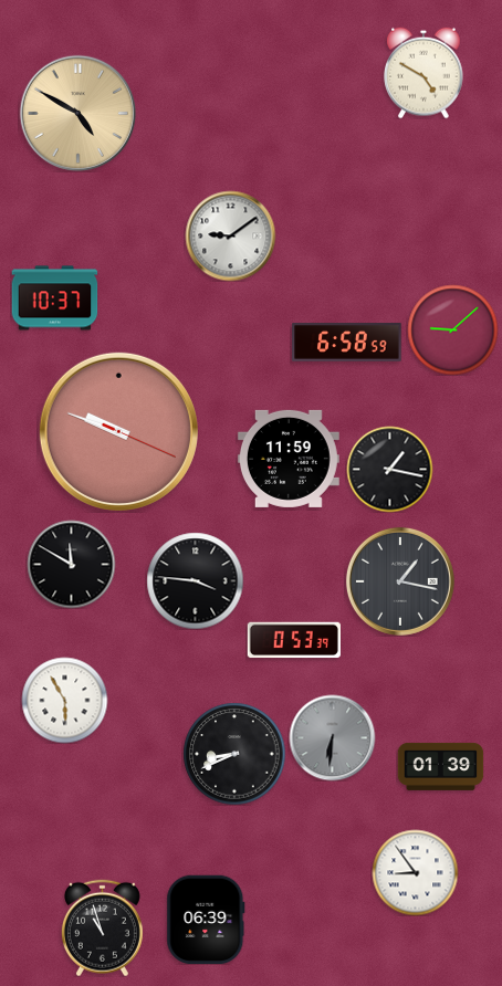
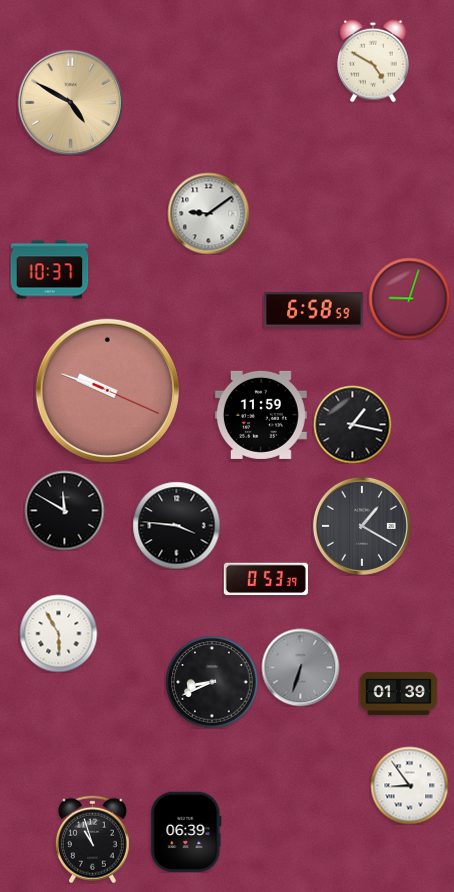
clock at (423, 73) position: (423, 73) -> (373, 61)
clock at (452, 329): 9:08 -> 9:03
clock at (400, 581): 1:17 -> 1:20
clock at (332, 737): 6:31 -> 6:33
clock at (415, 872) position: (415, 872) -> (409, 785)
